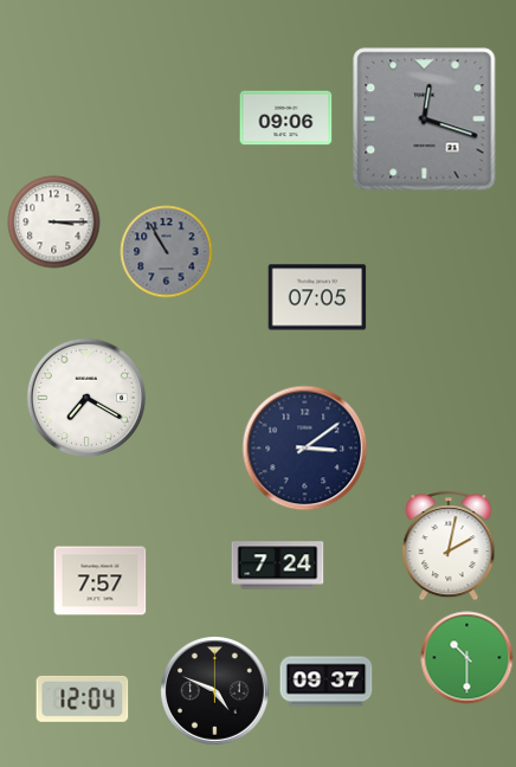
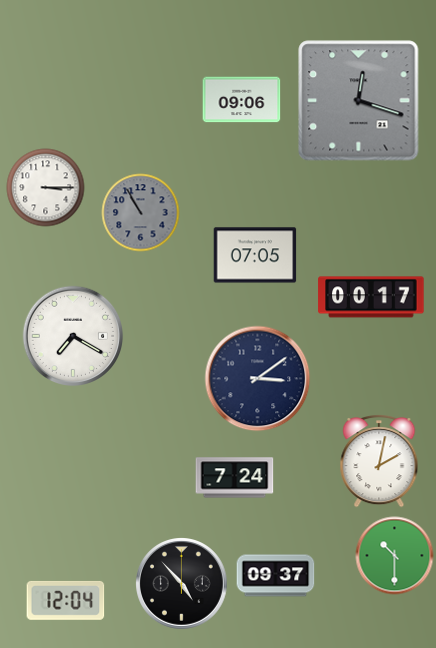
clock at (317, 297) position: (317, 297) -> (255, 255)
clock at (371, 297): none -> 00:17
clock at (99, 581): 7:57 -> none
clock at (215, 691): 4:49 -> 4:53
clock at (82, 698) position: (82, 698) -> (65, 600)
